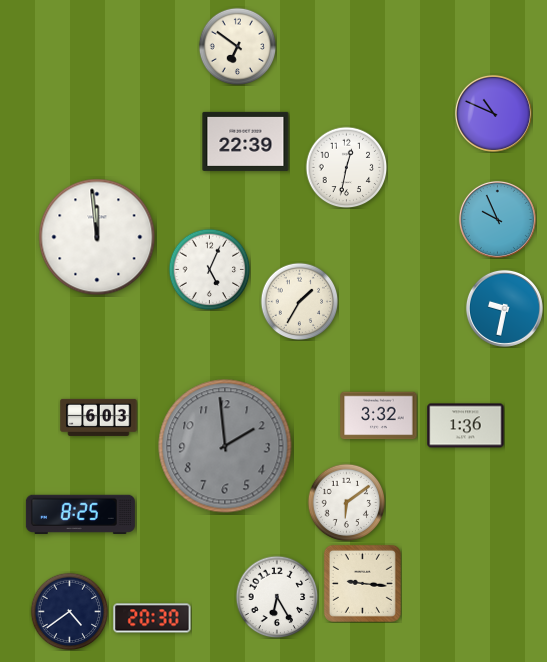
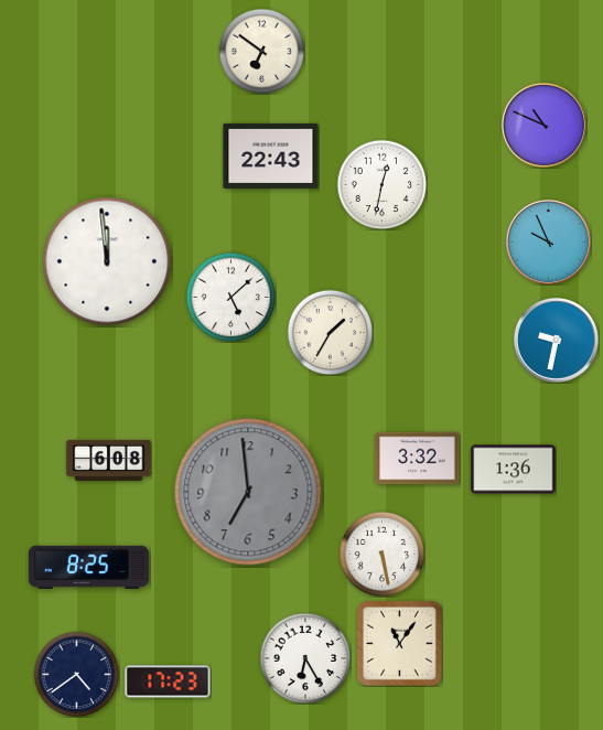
clock at (246, 141): 22:39 -> 22:43
clock at (209, 269): 5:04 -> 5:08
clock at (99, 417): 6:03 -> 6:08
clock at (225, 446): 1:59 -> 6:59
clock at (346, 502): 6:09 -> 5:28
clock at (362, 583): 9:16 -> 11:06
clock at (152, 618): 20:30 -> 17:23
